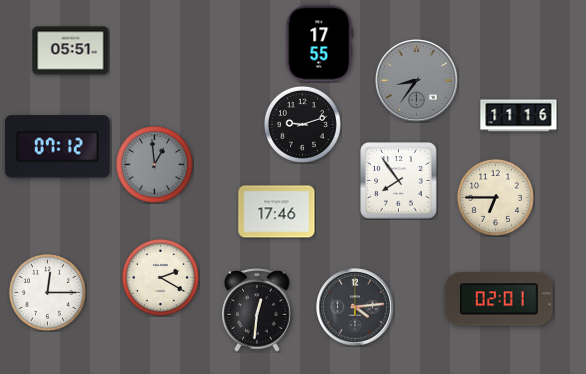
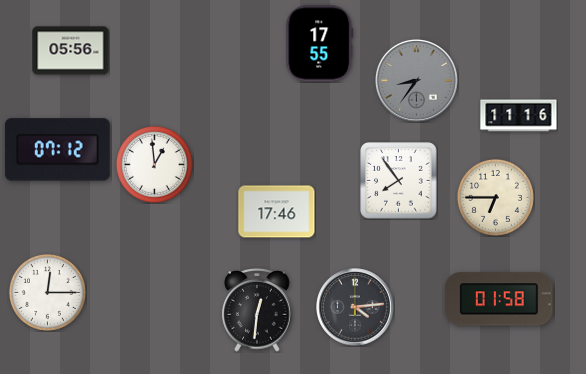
clock at (71, 51): 05:51 -> 05:56
clock at (302, 124): 9:12 -> none
clock at (57, 147) position: (57, 147) -> (57, 150)
clock at (154, 164) dial: grey -> white
clock at (160, 277): 2:20 -> none
clock at (499, 299): 02:01 -> 01:58
